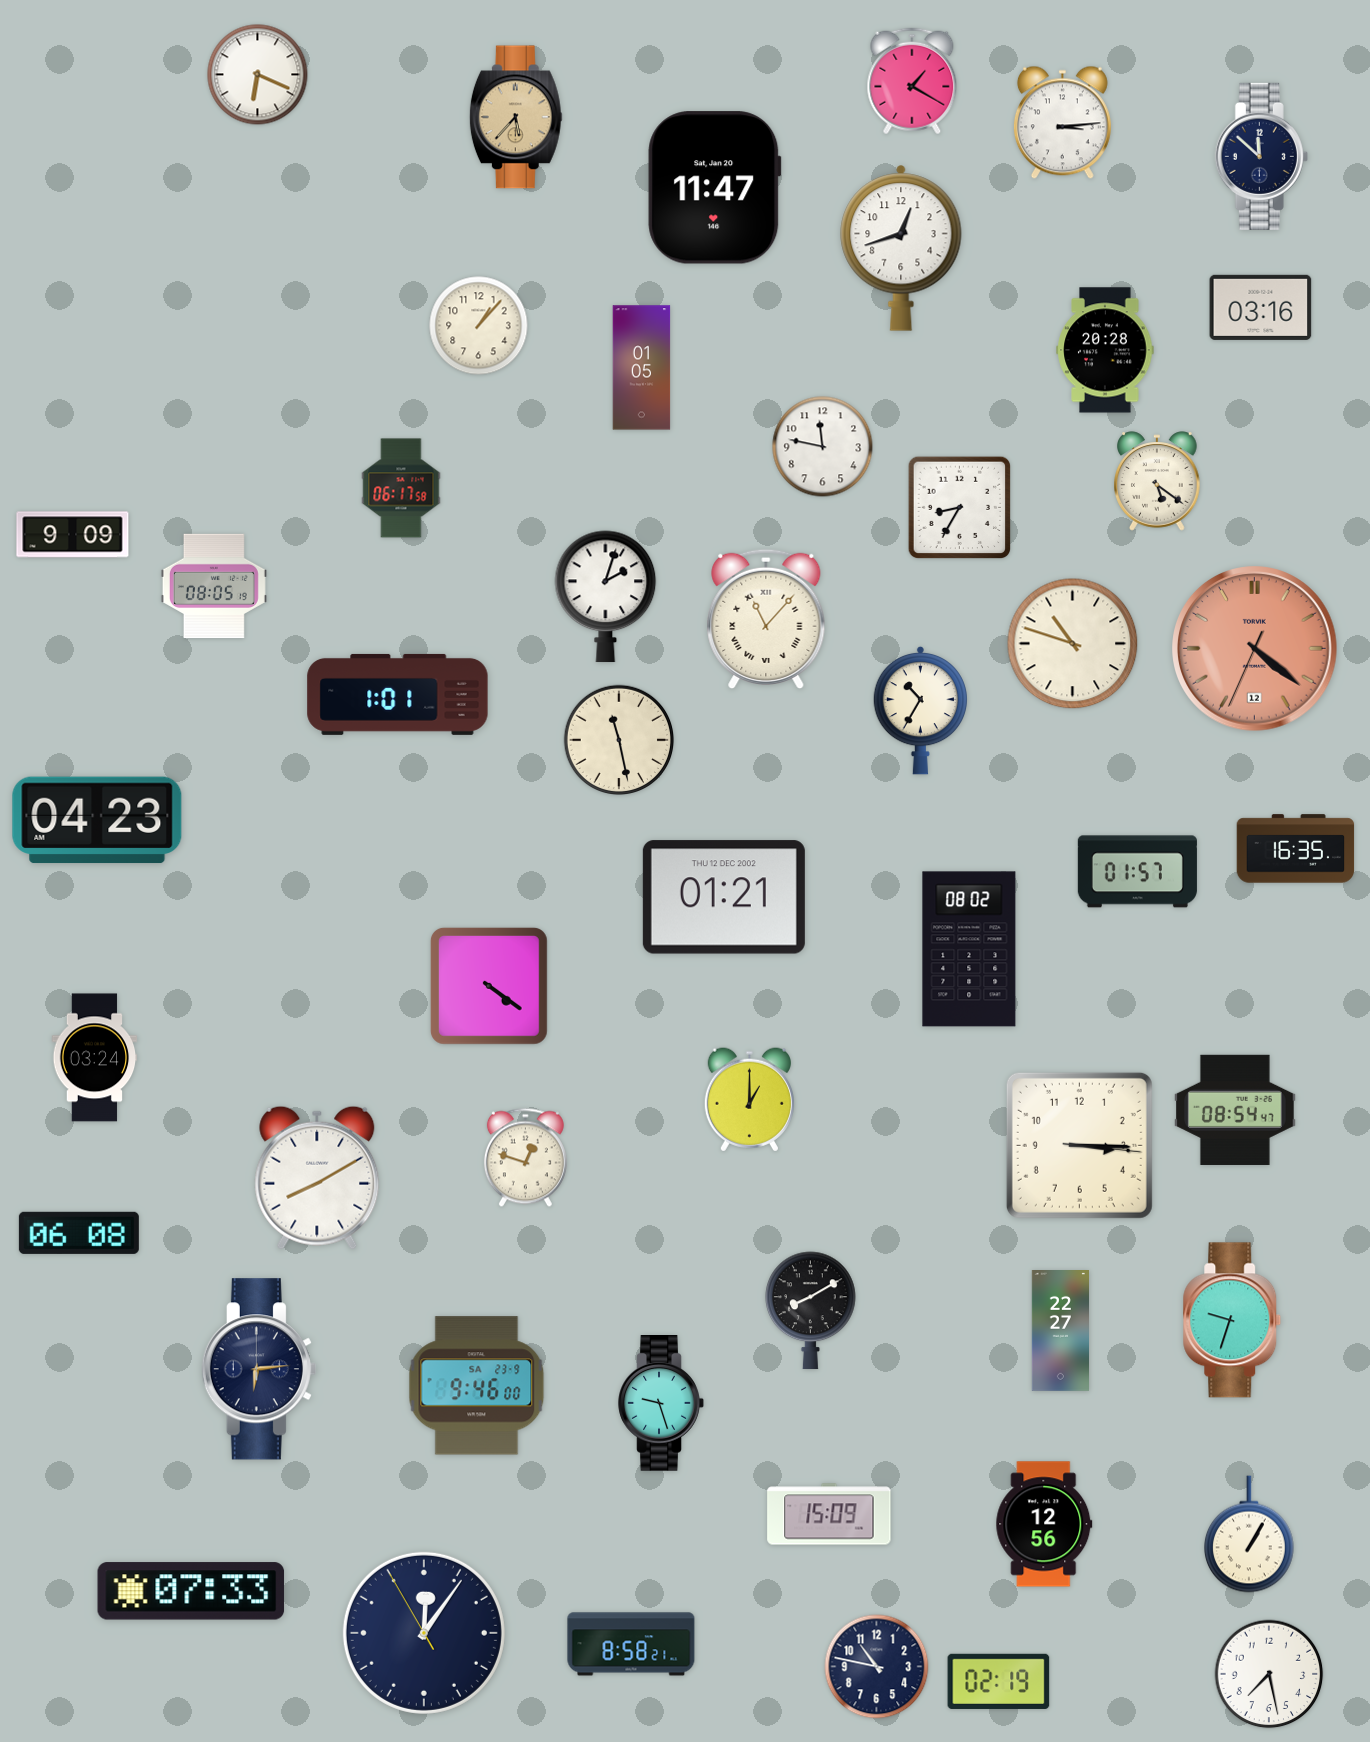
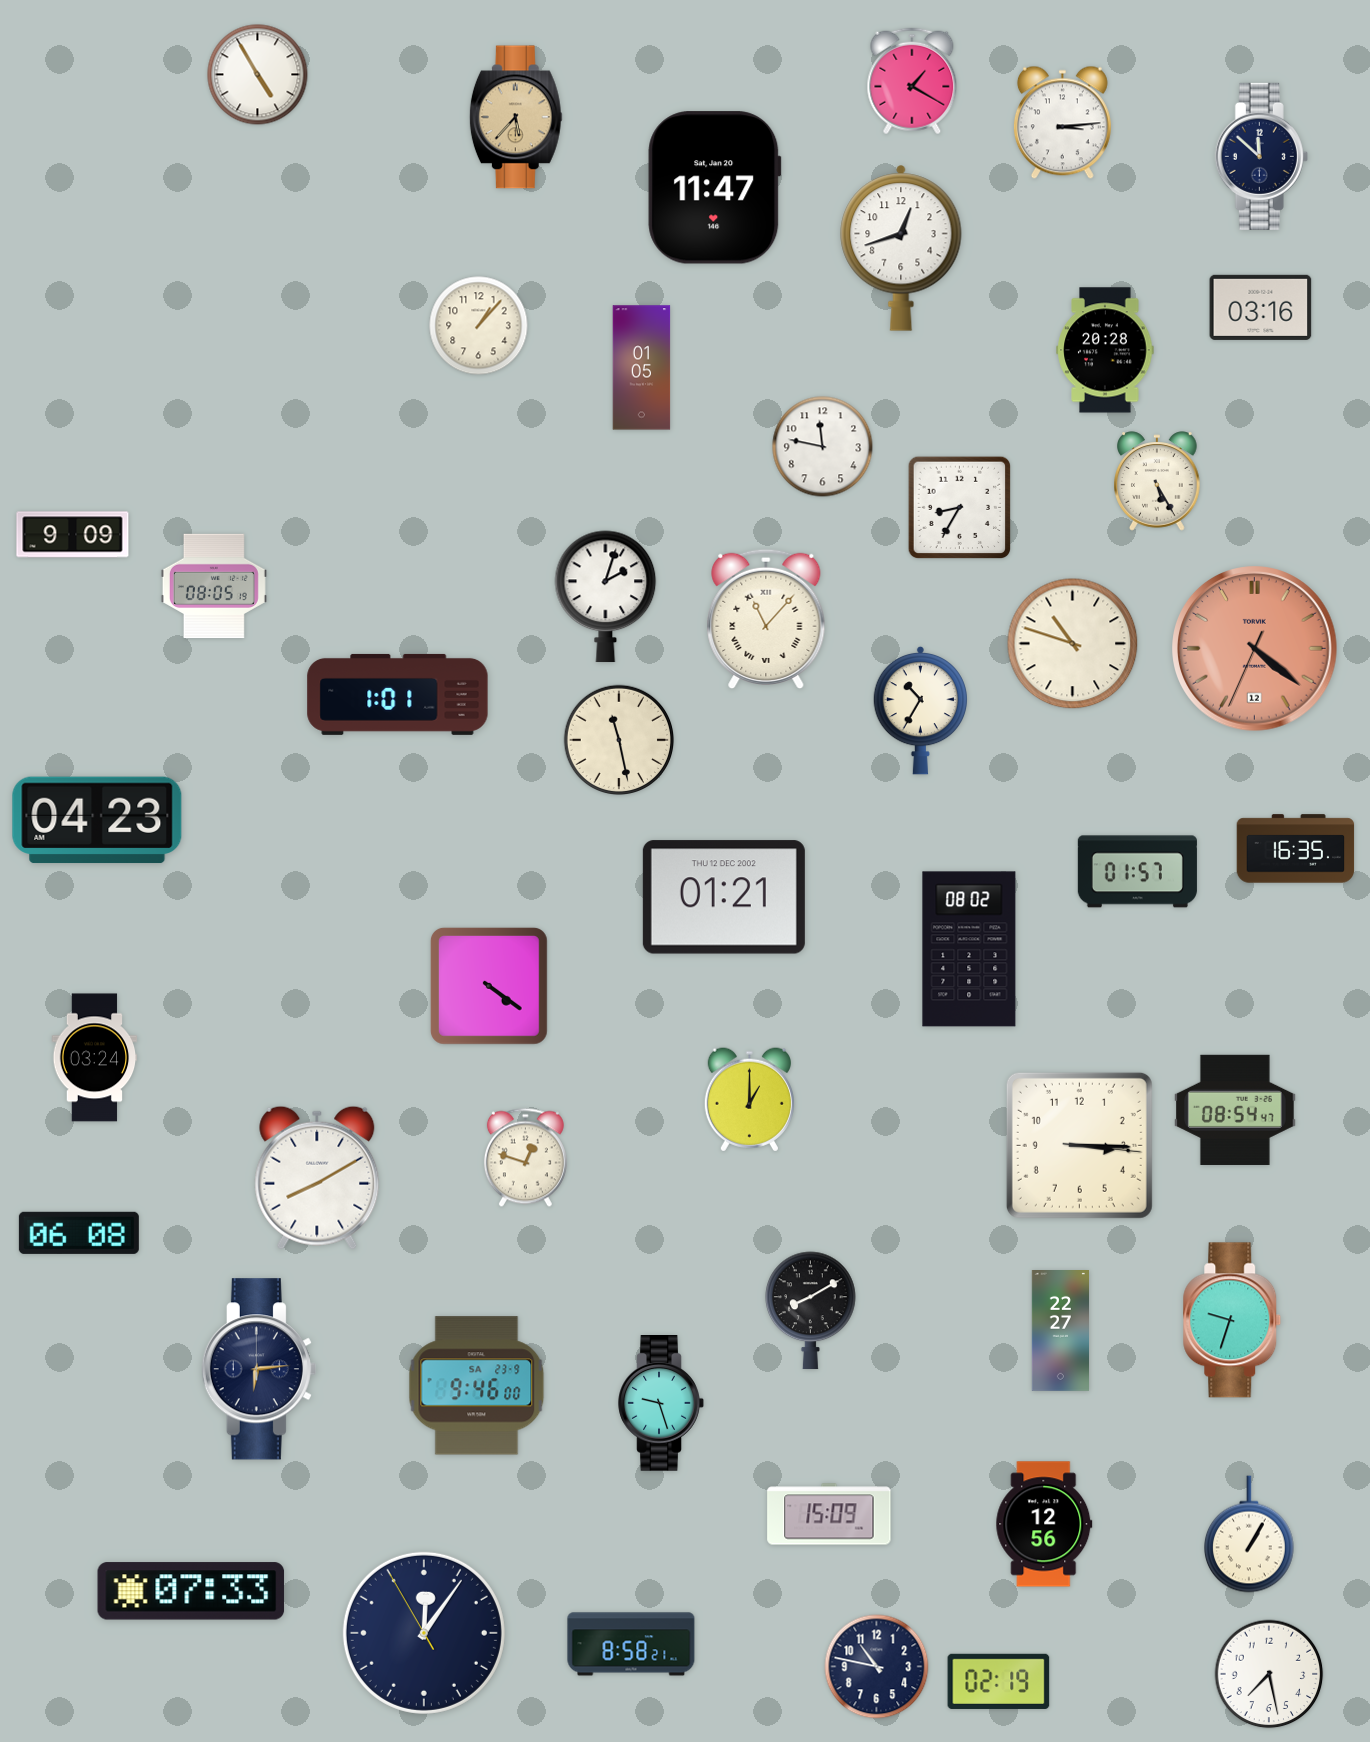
clock at (258, 75): 6:19 -> 4:55
clock at (1157, 481): 5:21 -> 5:25
clock at (401, 488): 06:17 -> none
